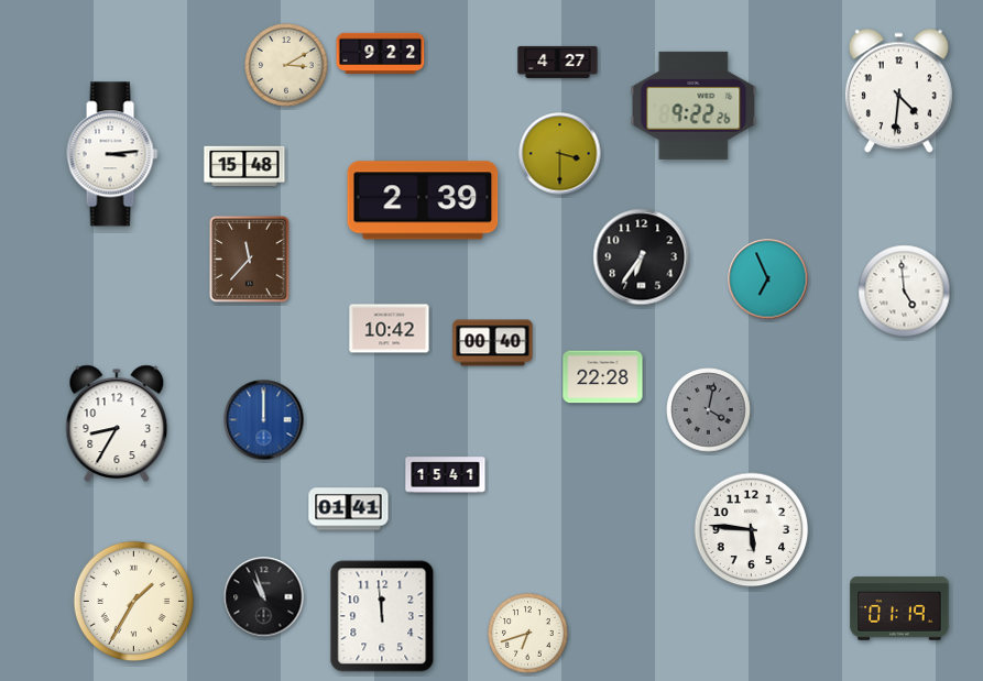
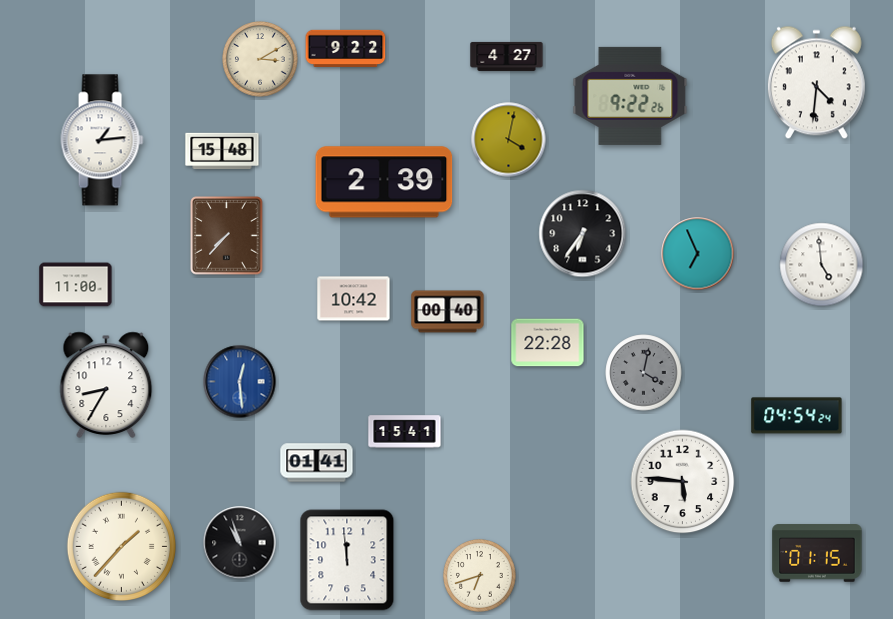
clock at (112, 154): 3:14 -> 1:14
clock at (560, 154): 3:30 -> 4:02
clock at (250, 260): 11:37 -> 7:37
clock at (76, 285): none -> 11:00
clock at (264, 420): 12:00 -> 12:29
clock at (797, 416): none -> 04:54
clock at (133, 601): 1:35 -> 1:37
clock at (899, 608): 01:19 -> 01:15
